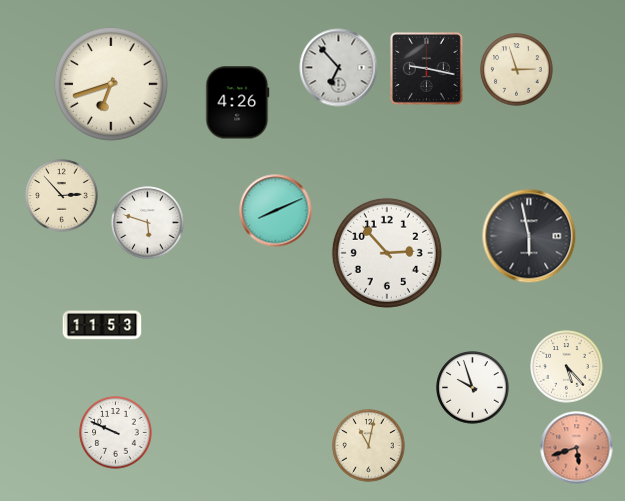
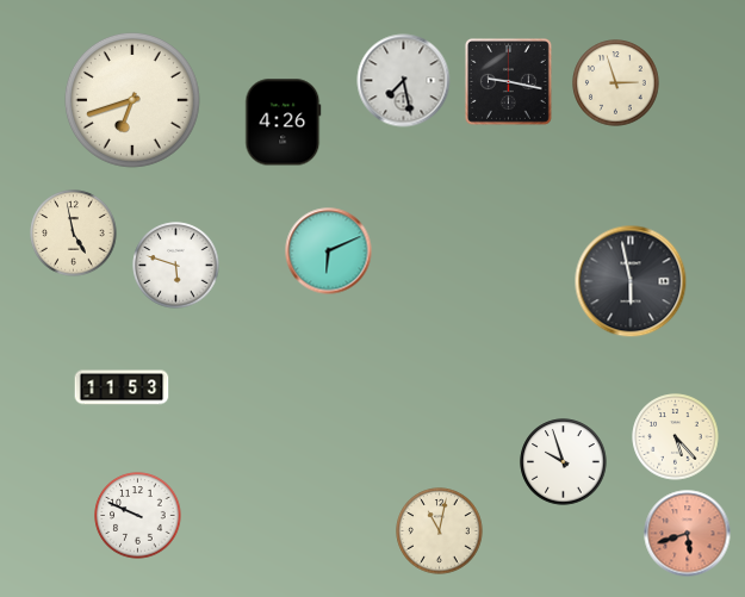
clock at (339, 68): 6:53 -> 7:28
clock at (62, 196): 2:53 -> 4:58
clock at (276, 211): 8:11 -> 6:11
clock at (387, 253): 2:53 -> none
